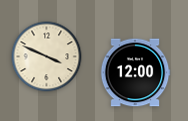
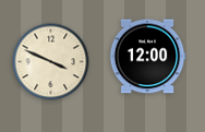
clock at (135, 73) position: (135, 73) -> (147, 57)
